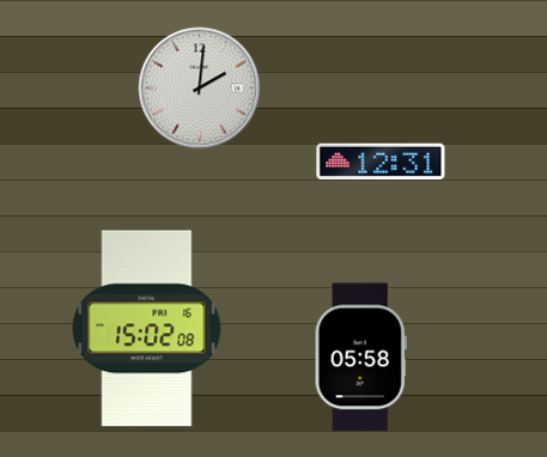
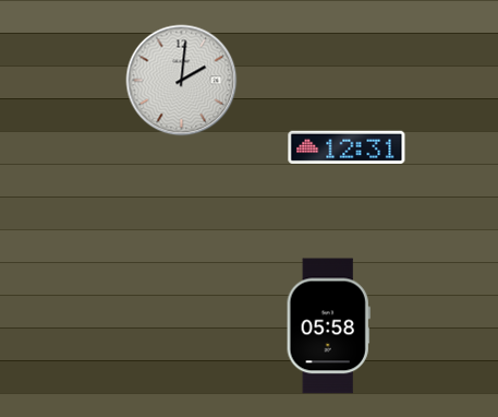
clock at (147, 329): 15:02 -> none
